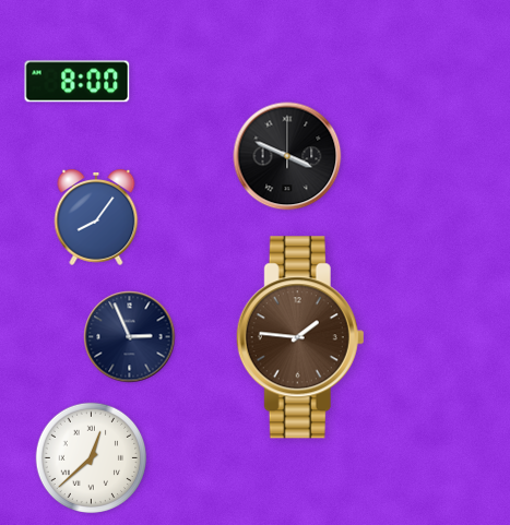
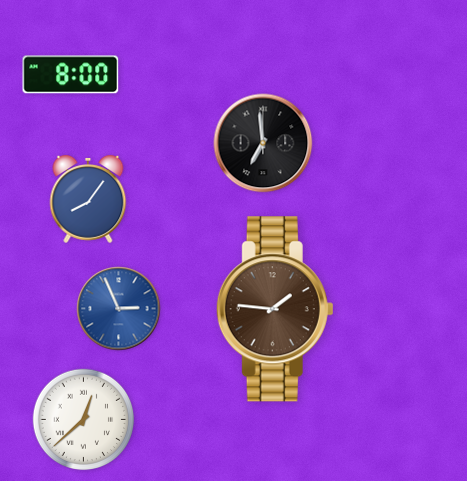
clock at (287, 156): 3:49 -> 6:59
clock at (130, 337) dial: navy -> blue
